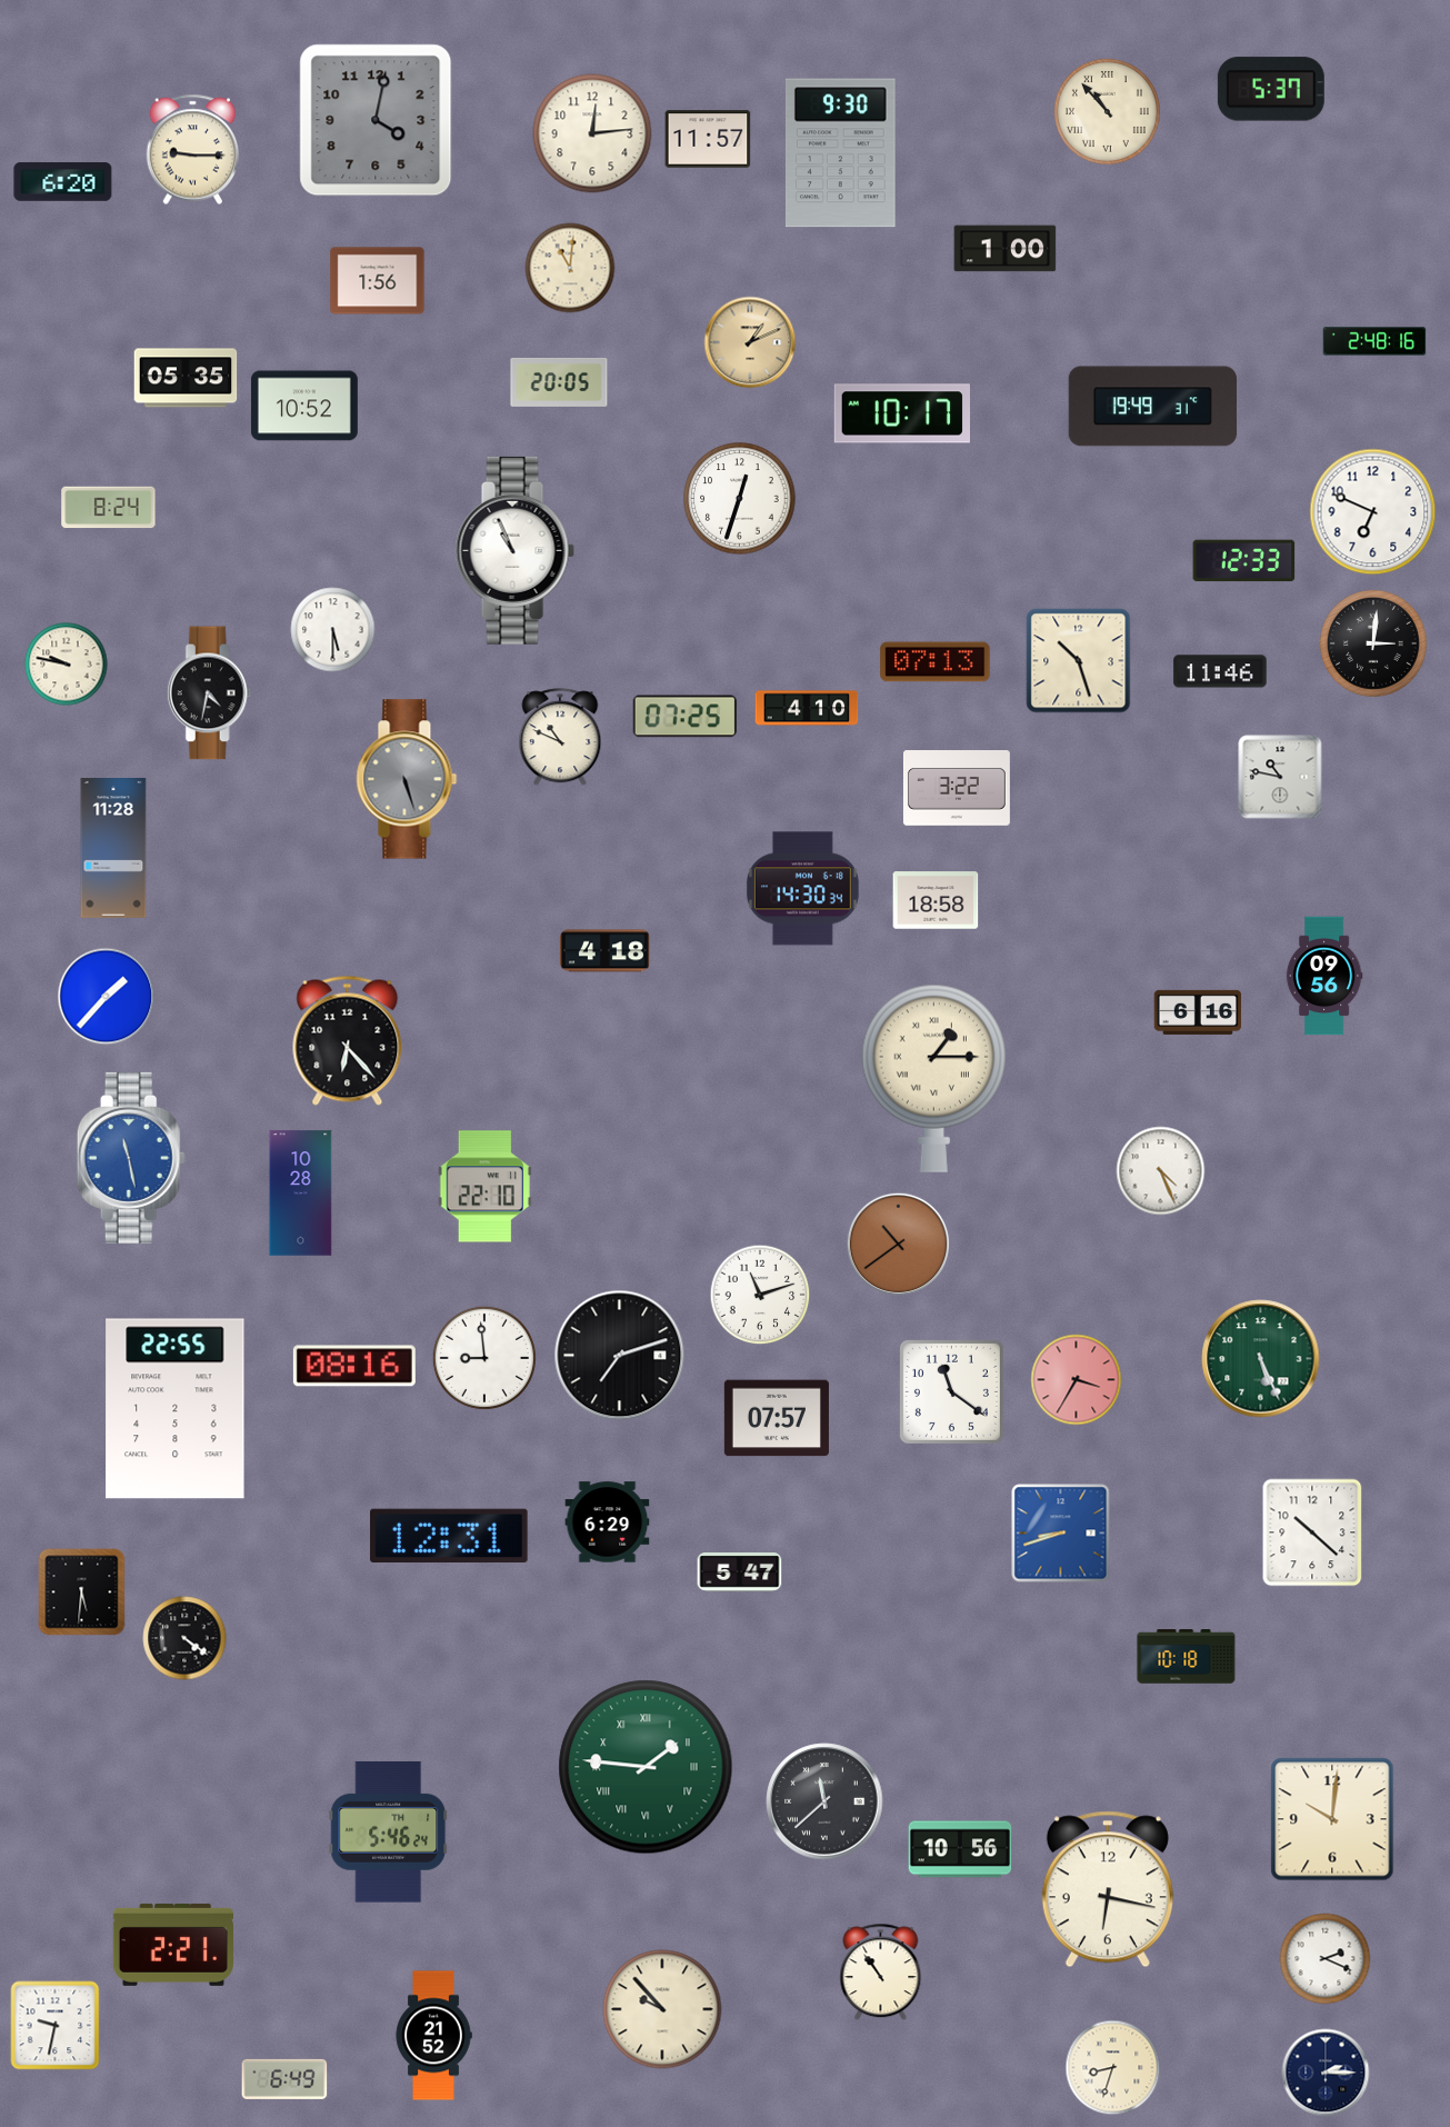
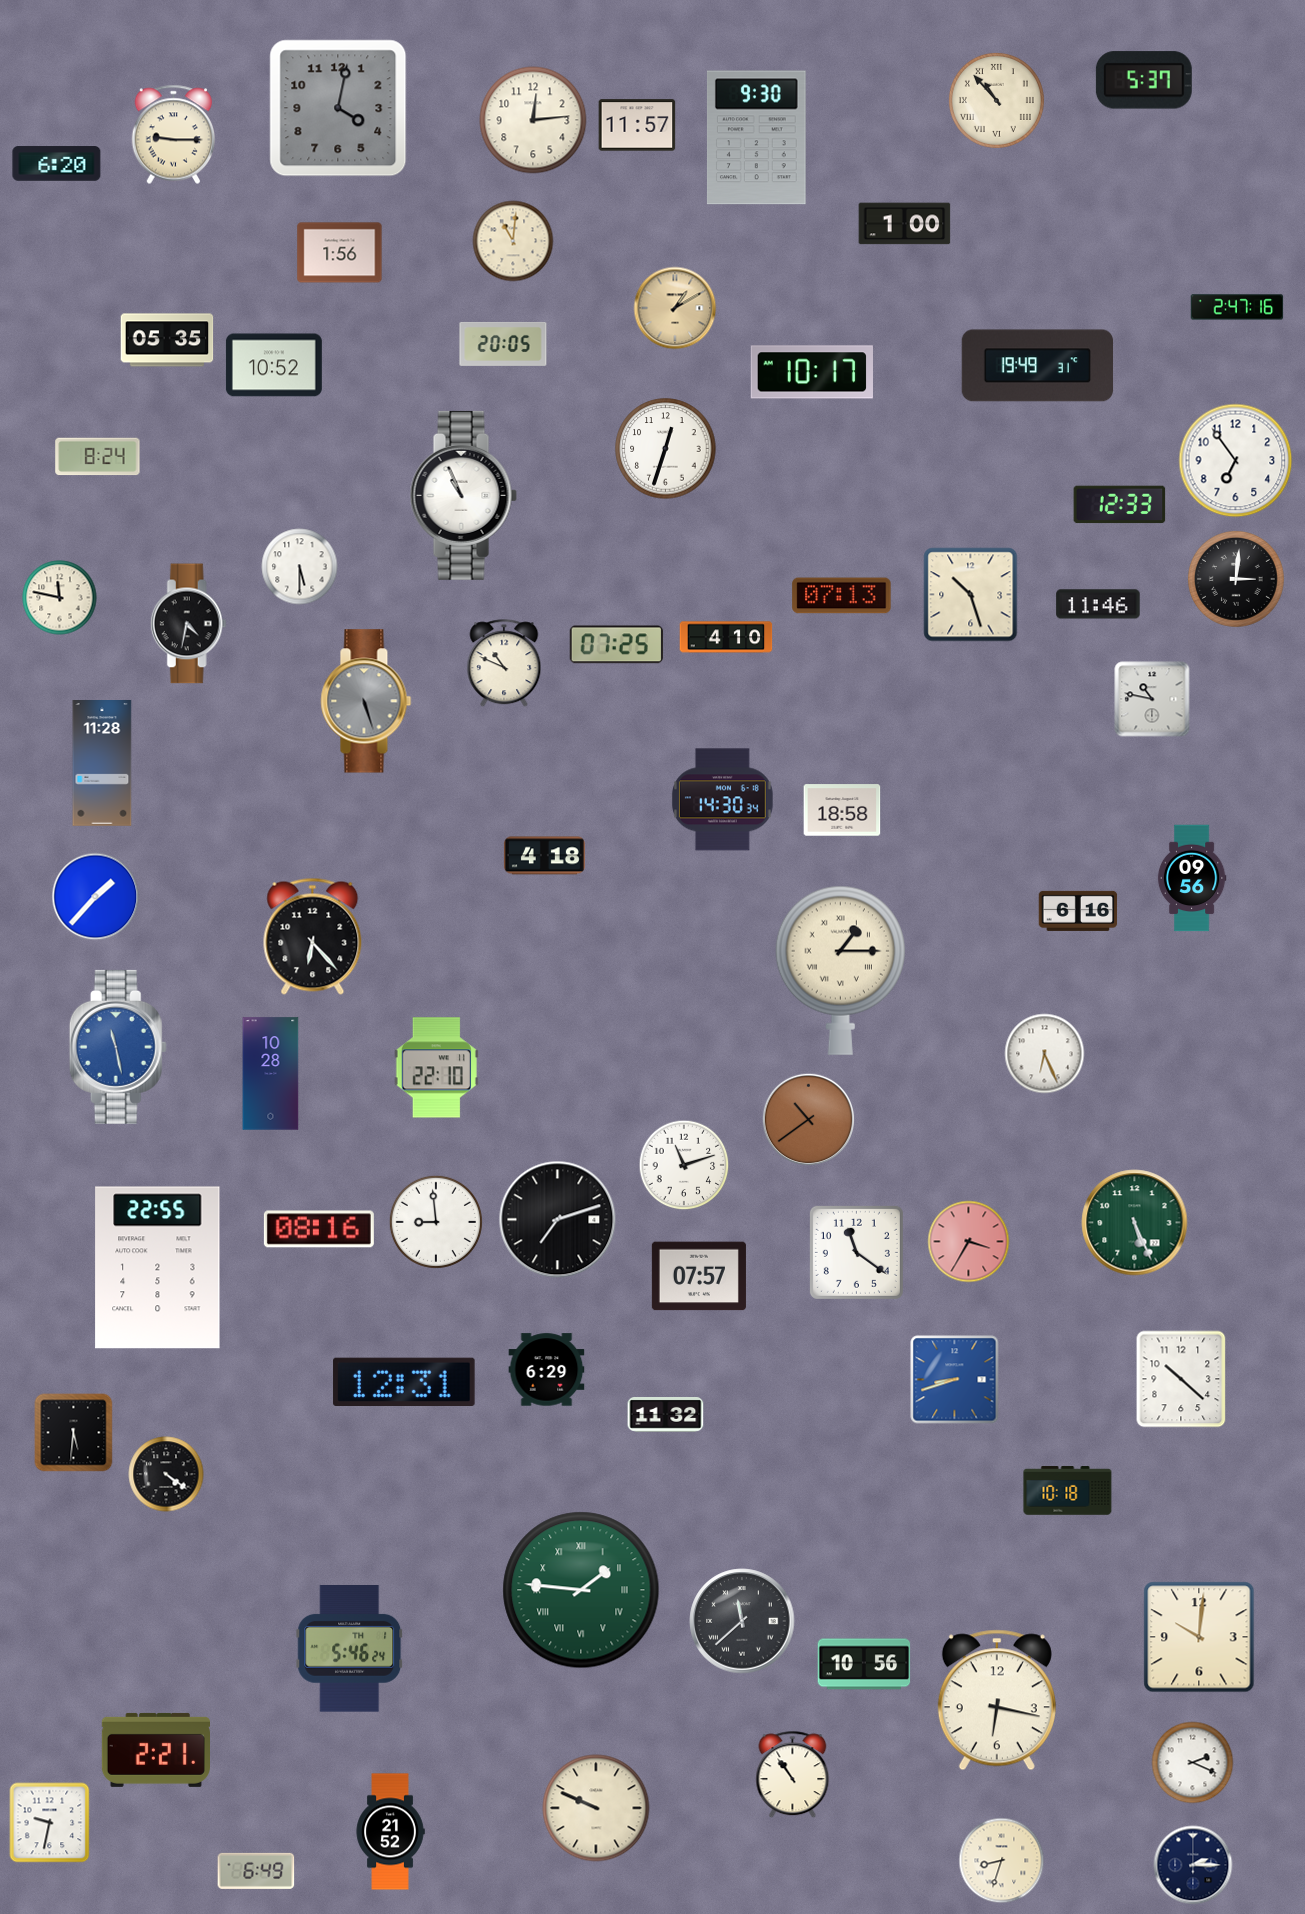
clock at (1374, 341): 2:48 -> 2:47
clock at (750, 342): 1:11 -> 1:10
clock at (1373, 512): 6:49 -> 6:54
clock at (67, 665): 9:47 -> 11:47
clock at (957, 789): 3:22 -> none
clock at (131, 1158) position: (131, 1158) -> (118, 1047)
clock at (1161, 1171): 4:26 -> 6:26
clock at (740, 1572): 5:47 -> 11:32
clock at (662, 2009): 9:53 -> 9:49
